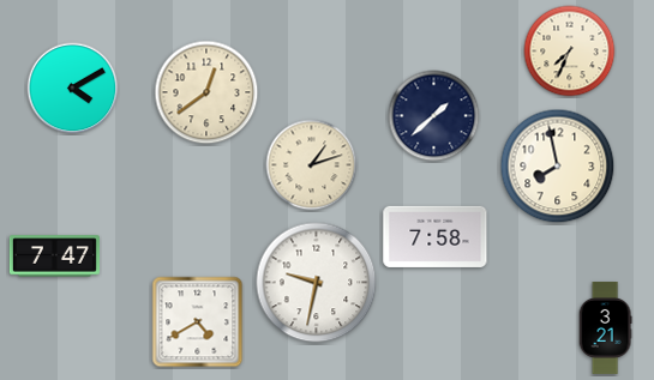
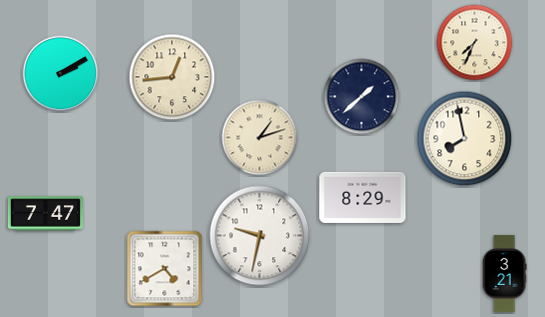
clock at (73, 89): 4:10 -> 2:10
clock at (206, 92): 12:39 -> 12:44
clock at (436, 236): 7:58 -> 8:29
clock at (317, 283) position: (317, 283) -> (260, 236)
